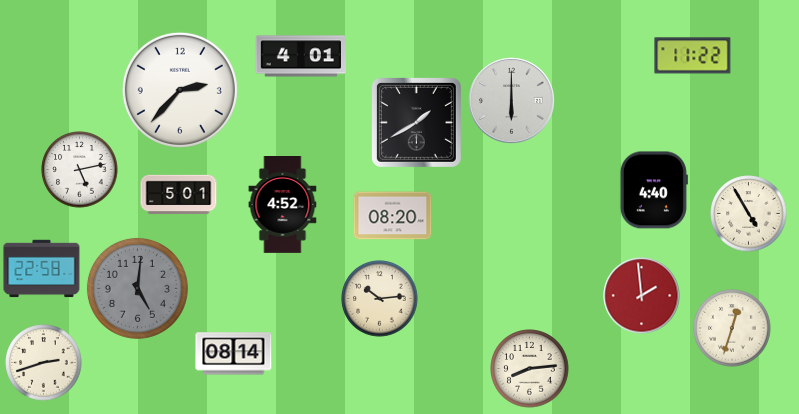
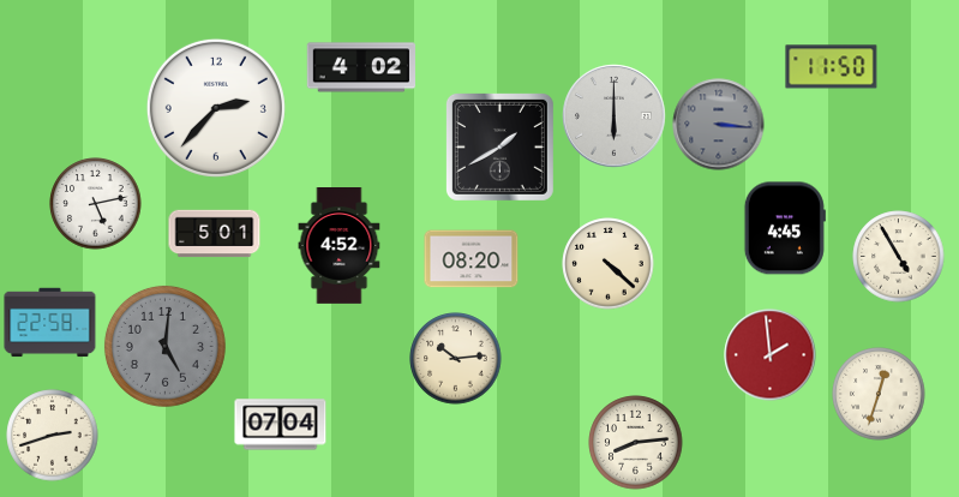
clock at (300, 56): 4:01 -> 4:02
clock at (693, 56): 11:22 -> 11:50
clock at (512, 101) position: (512, 101) -> (615, 116)
clock at (719, 125): none -> 3:16
clock at (654, 190): 4:40 -> 4:45
clock at (609, 264): none -> 4:22
clock at (234, 354): 08:14 -> 07:04
